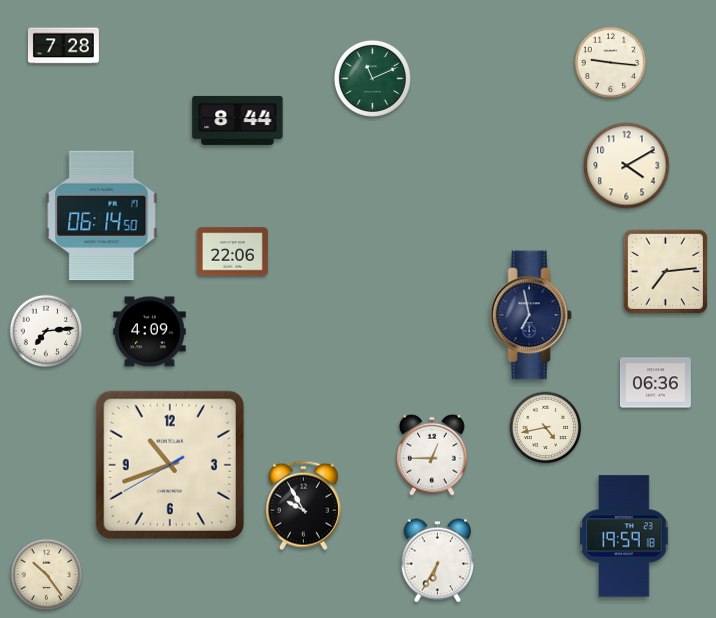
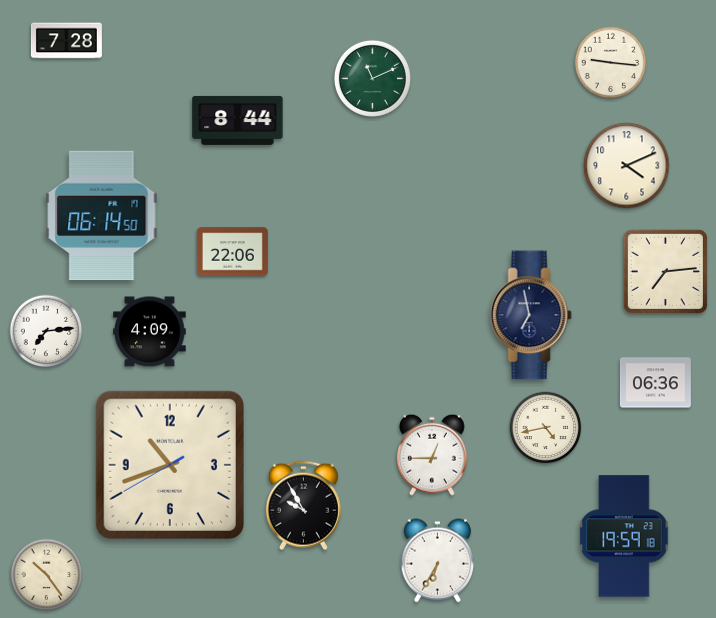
clock at (63, 46) position: (63, 46) -> (66, 41)
clock at (627, 166): 4:10 -> 4:11
